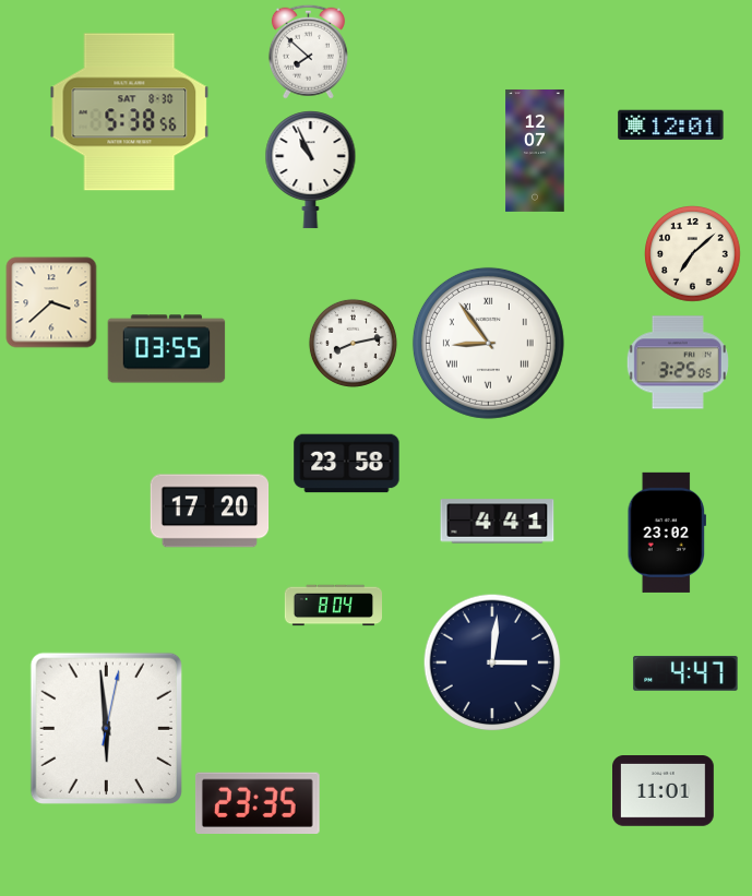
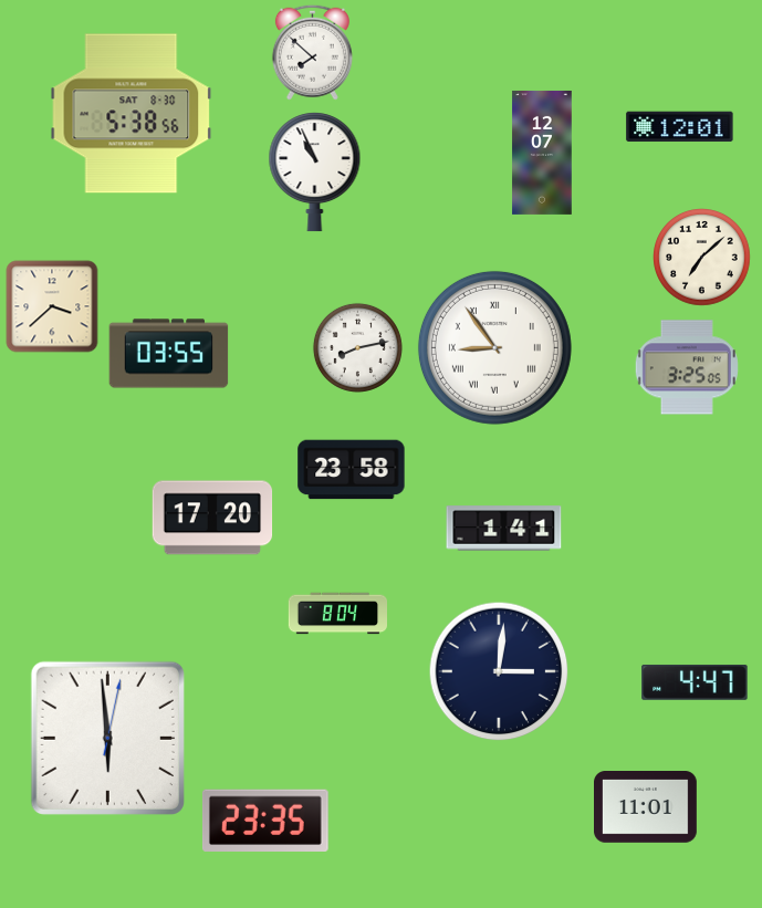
clock at (498, 522): 4:41 -> 1:41
clock at (666, 533): 23:02 -> none
clock at (664, 791) position: (664, 791) -> (646, 807)
clock at (258, 802) position: (258, 802) -> (265, 820)
